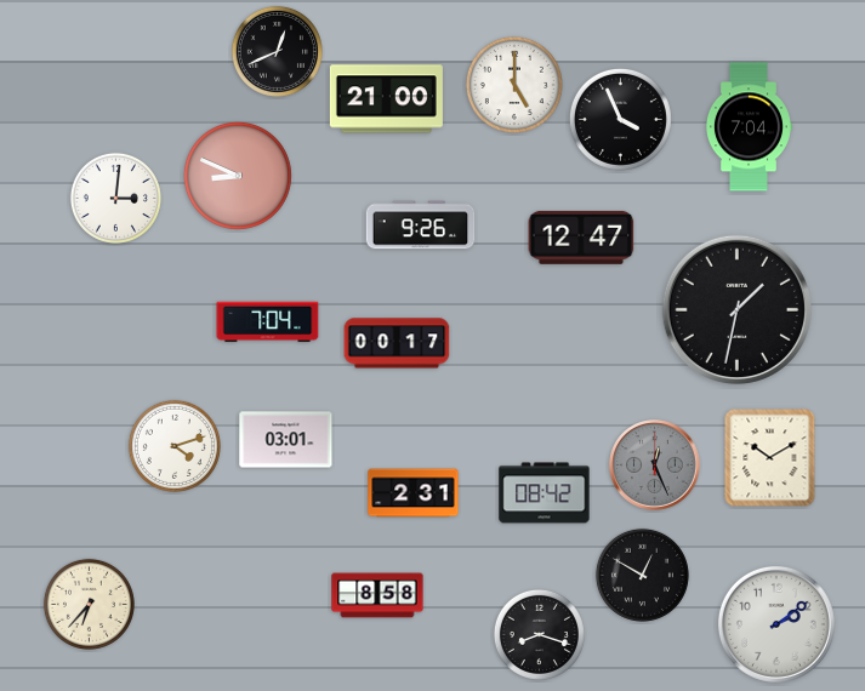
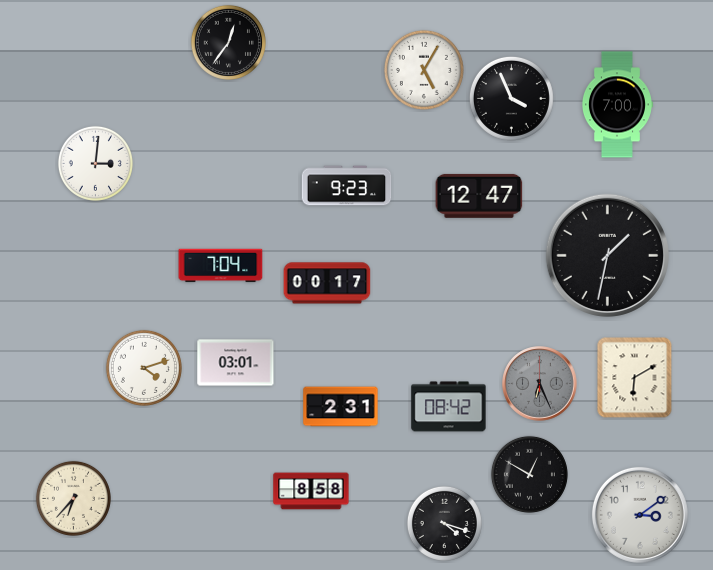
clock at (277, 51): 12:41 -> 12:36
clock at (514, 85): 5:00 -> 5:05
clock at (386, 99): 21:00 -> none
clock at (749, 127): 7:04 -> 7:00
clock at (238, 176): 8:49 -> none
clock at (421, 225): 9:26 -> 9:23
clock at (770, 458): 10:10 -> 6:10
clock at (655, 466): 12:26 -> 6:26
clock at (776, 624): 2:09 -> 3:09
clock at (539, 634): 8:18 -> 4:18
